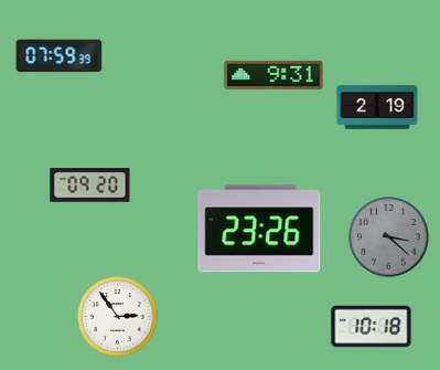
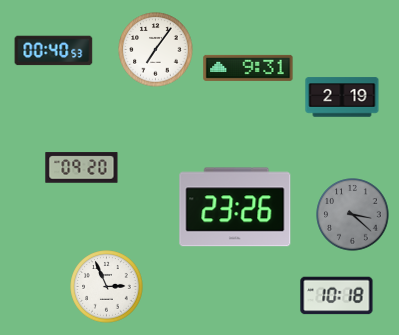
clock at (156, 50): none -> 7:06
clock at (60, 56): 07:59 -> 00:40
clock at (118, 317): 2:54 -> 2:56
